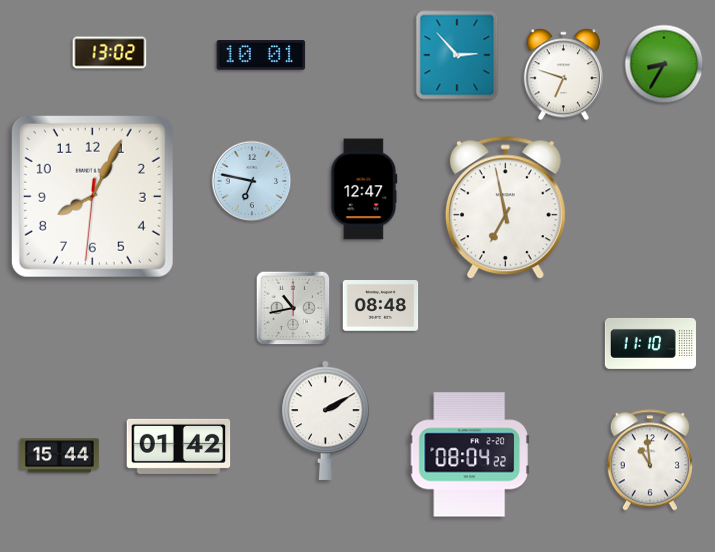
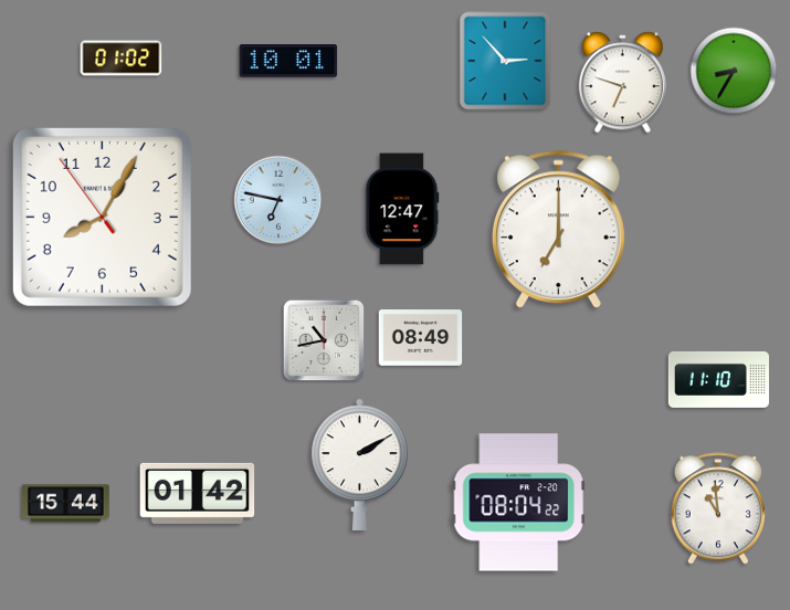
clock at (110, 53): 13:02 -> 01:02
clock at (92, 196): 8:04:31 -> 8:04:54
clock at (505, 208): 6:58 -> 7:00
clock at (381, 306): 08:48 -> 08:49
